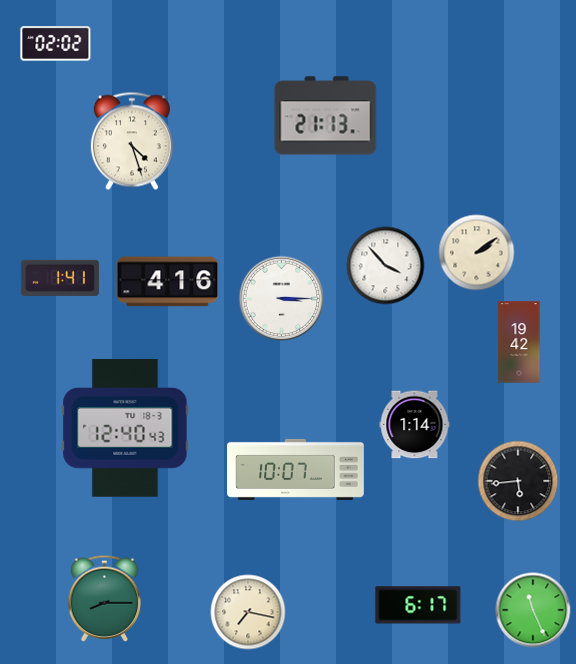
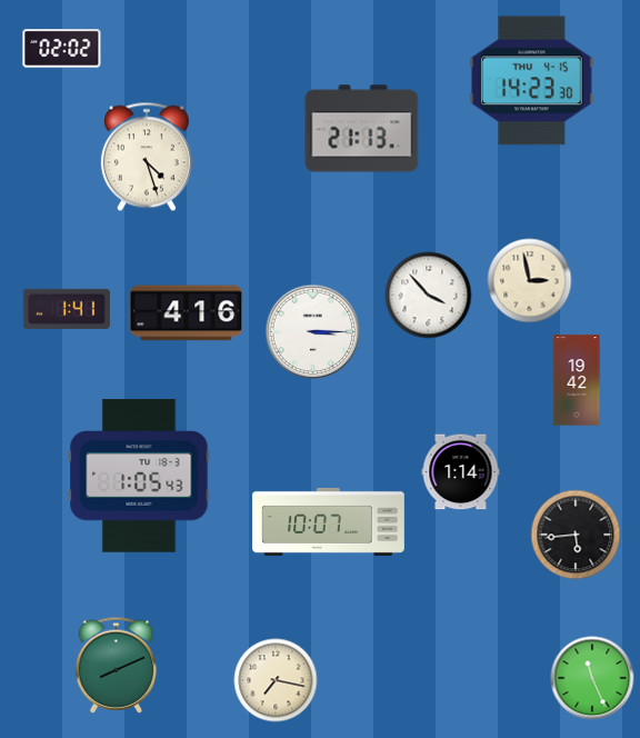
clock at (531, 81): none -> 14:23
clock at (477, 253): 2:09 -> 2:58
clock at (125, 428): 12:40 -> 1:05
clock at (105, 598): 8:15 -> 8:11
clock at (418, 605): 6:17 -> none
